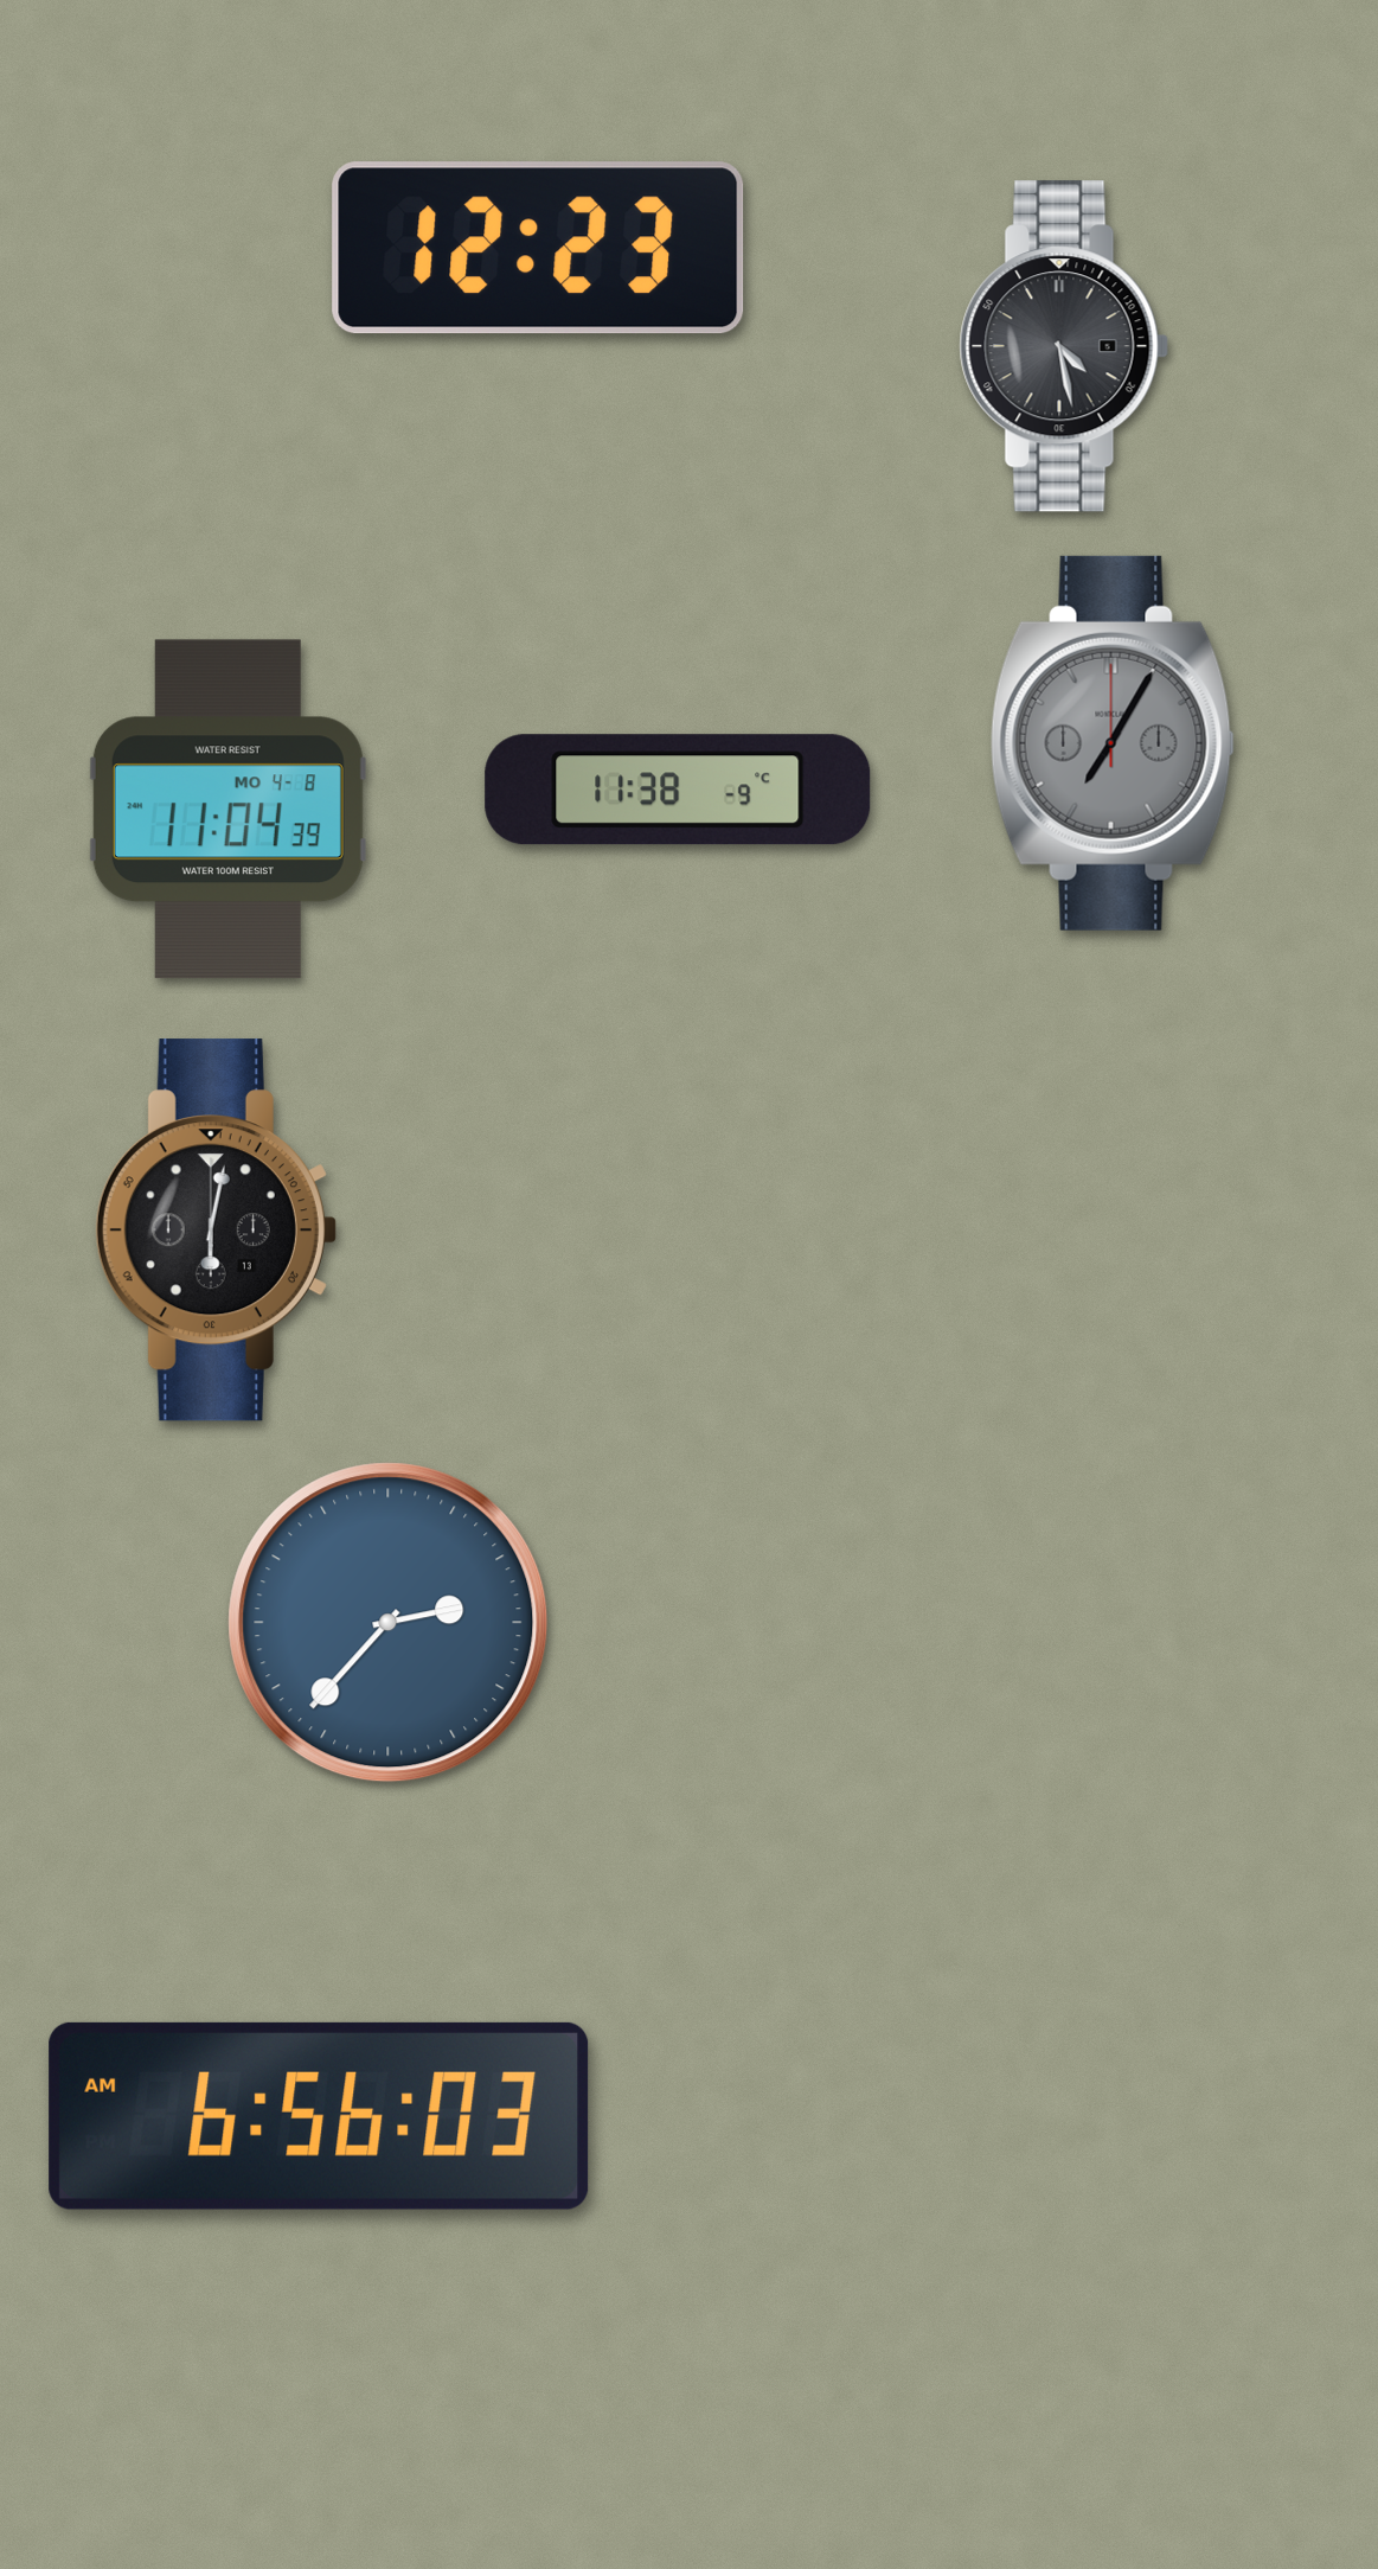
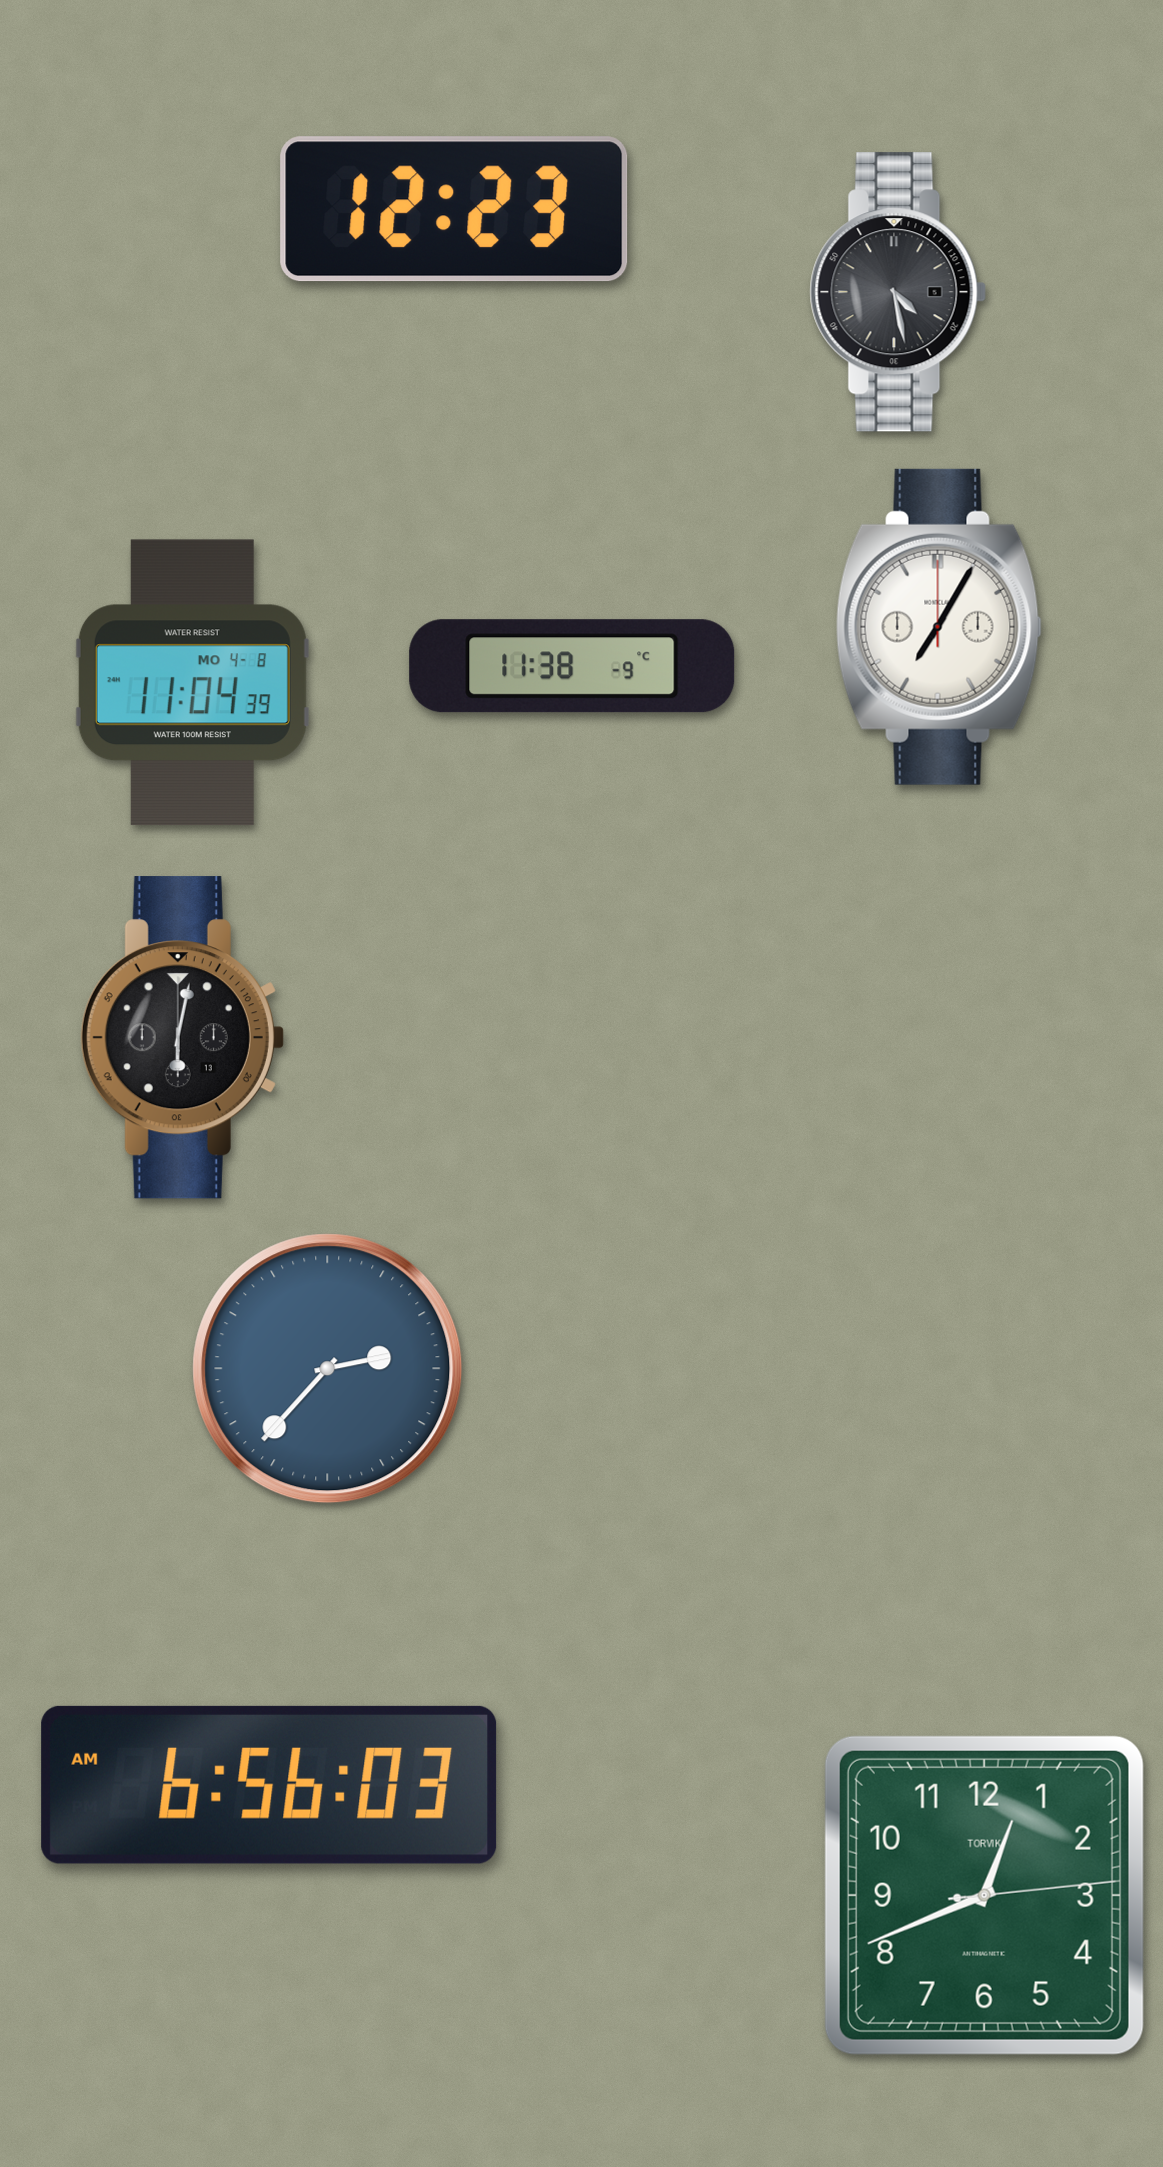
clock at (1113, 743) dial: grey -> white
clock at (984, 1895): none -> 12:41
